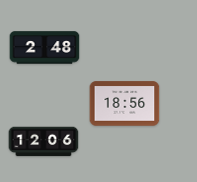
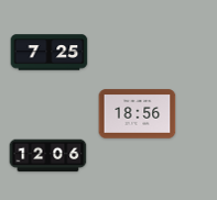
clock at (45, 48): 2:48 -> 7:25
